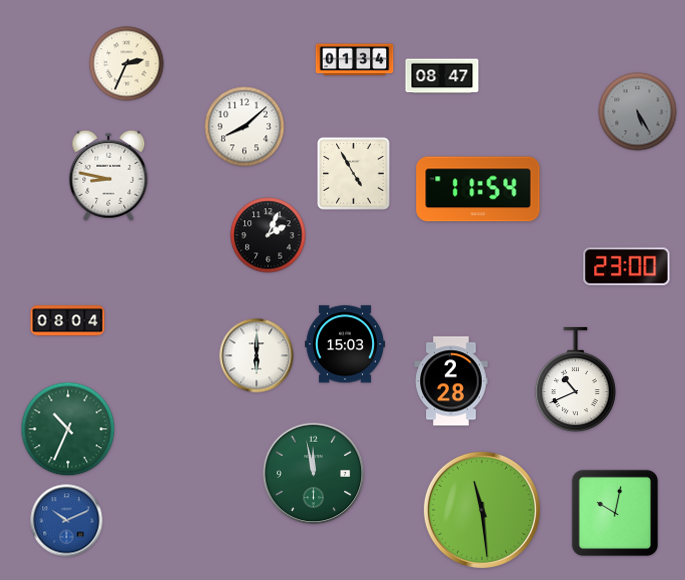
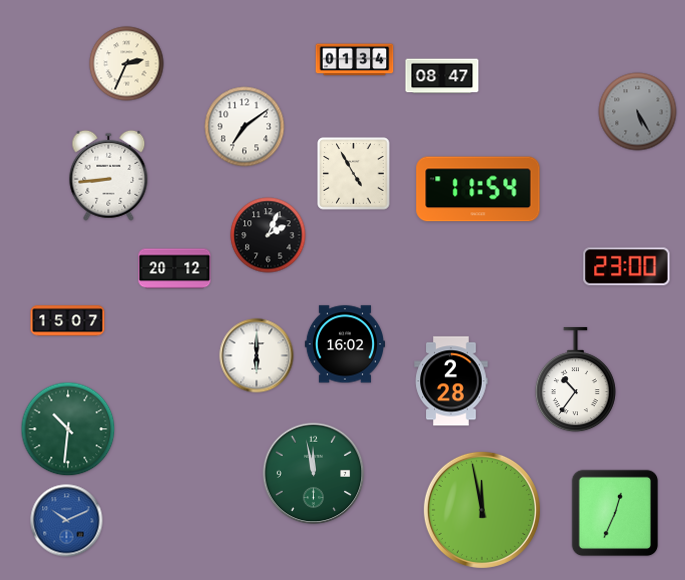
clock at (245, 127): 8:08 -> 7:09
clock at (109, 175): 8:47 -> 8:44
clock at (175, 269): none -> 20:12
clock at (68, 321): 08:04 -> 15:07
clock at (344, 344): 15:03 -> 16:02
clock at (575, 380): 10:41 -> 10:36
clock at (68, 429): 10:34 -> 10:31
clock at (482, 510): 11:29 -> 11:58
clock at (615, 513): 10:02 -> 12:34
